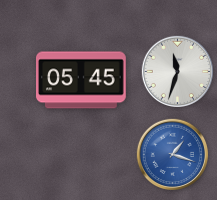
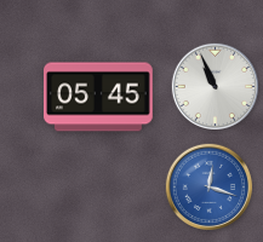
clock at (177, 71): 11:33 -> 10:56
clock at (172, 154): 1:18 -> 12:18
